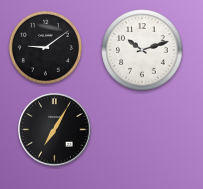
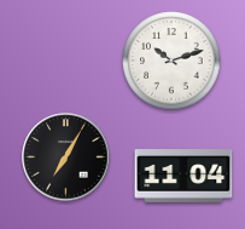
clock at (45, 47): 9:09 -> none
clock at (183, 177): none -> 11:04
